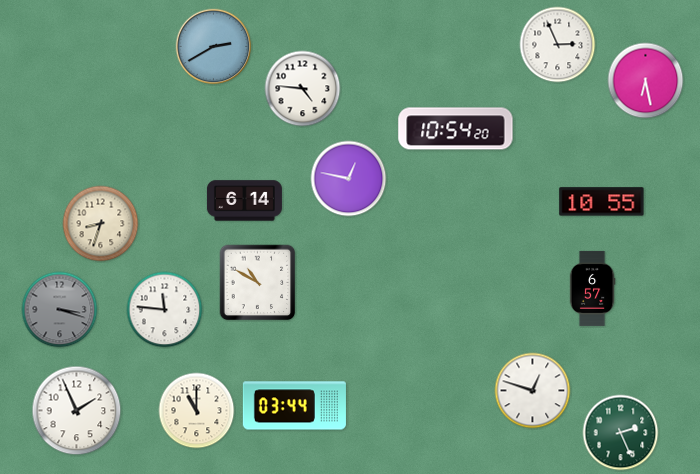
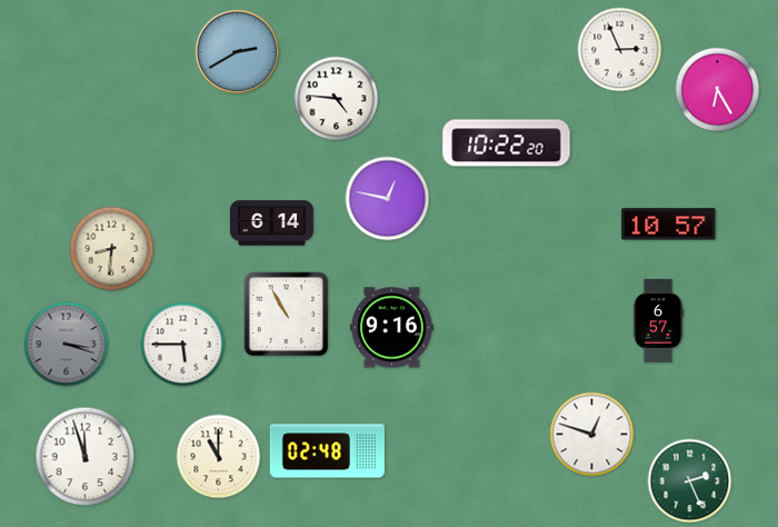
clock at (646, 81): 6:28 -> 6:25
clock at (456, 129): 10:54 -> 10:22
clock at (602, 202): 10:55 -> 10:57
clock at (101, 224): 8:33 -> 8:31
clock at (258, 283): 10:50 -> 10:55
clock at (391, 328): none -> 9:16
clock at (165, 310): 11:46 -> 5:45
clock at (294, 406): 03:44 -> 02:48
clock at (77, 411): 1:56 -> 11:57
